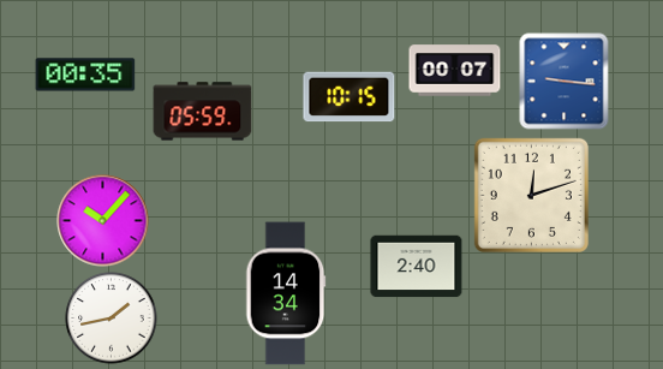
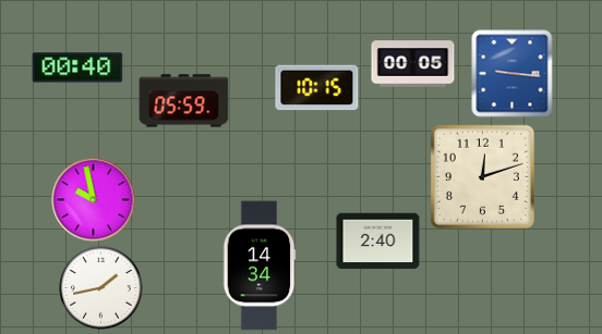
clock at (455, 71): 00:07 -> 00:05
clock at (85, 75): 00:35 -> 00:40
clock at (103, 221): 10:07 -> 9:58
